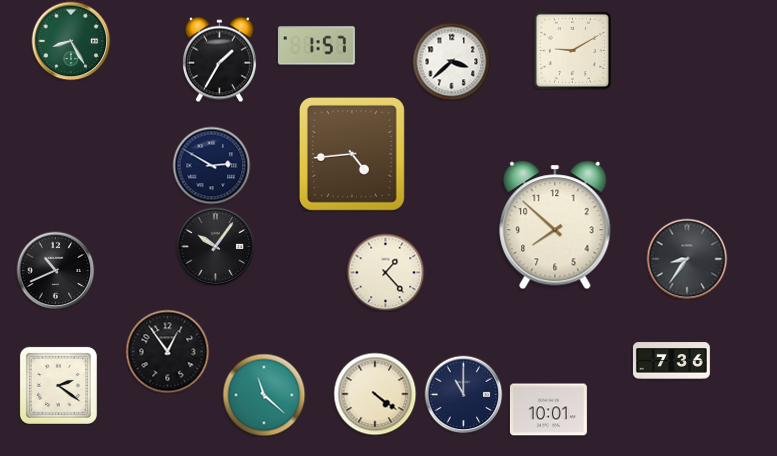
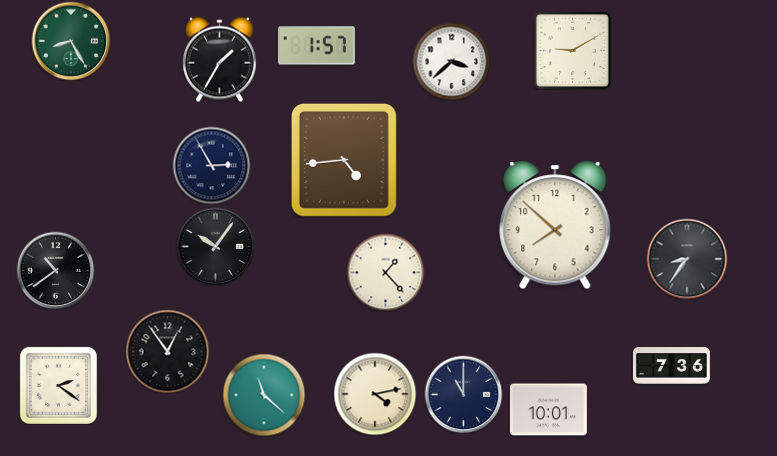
clock at (352, 154) position: (352, 154) -> (344, 160)
clock at (211, 165): 2:50 -> 2:55
clock at (55, 270): 10:41 -> 10:39
clock at (671, 361) position: (671, 361) -> (671, 366)
clock at (375, 394): 4:21 -> 4:13
